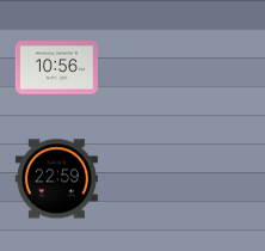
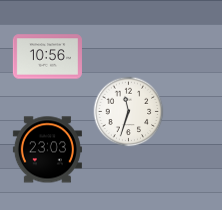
clock at (129, 112): none -> 11:33
clock at (56, 179): 22:59 -> 23:03
